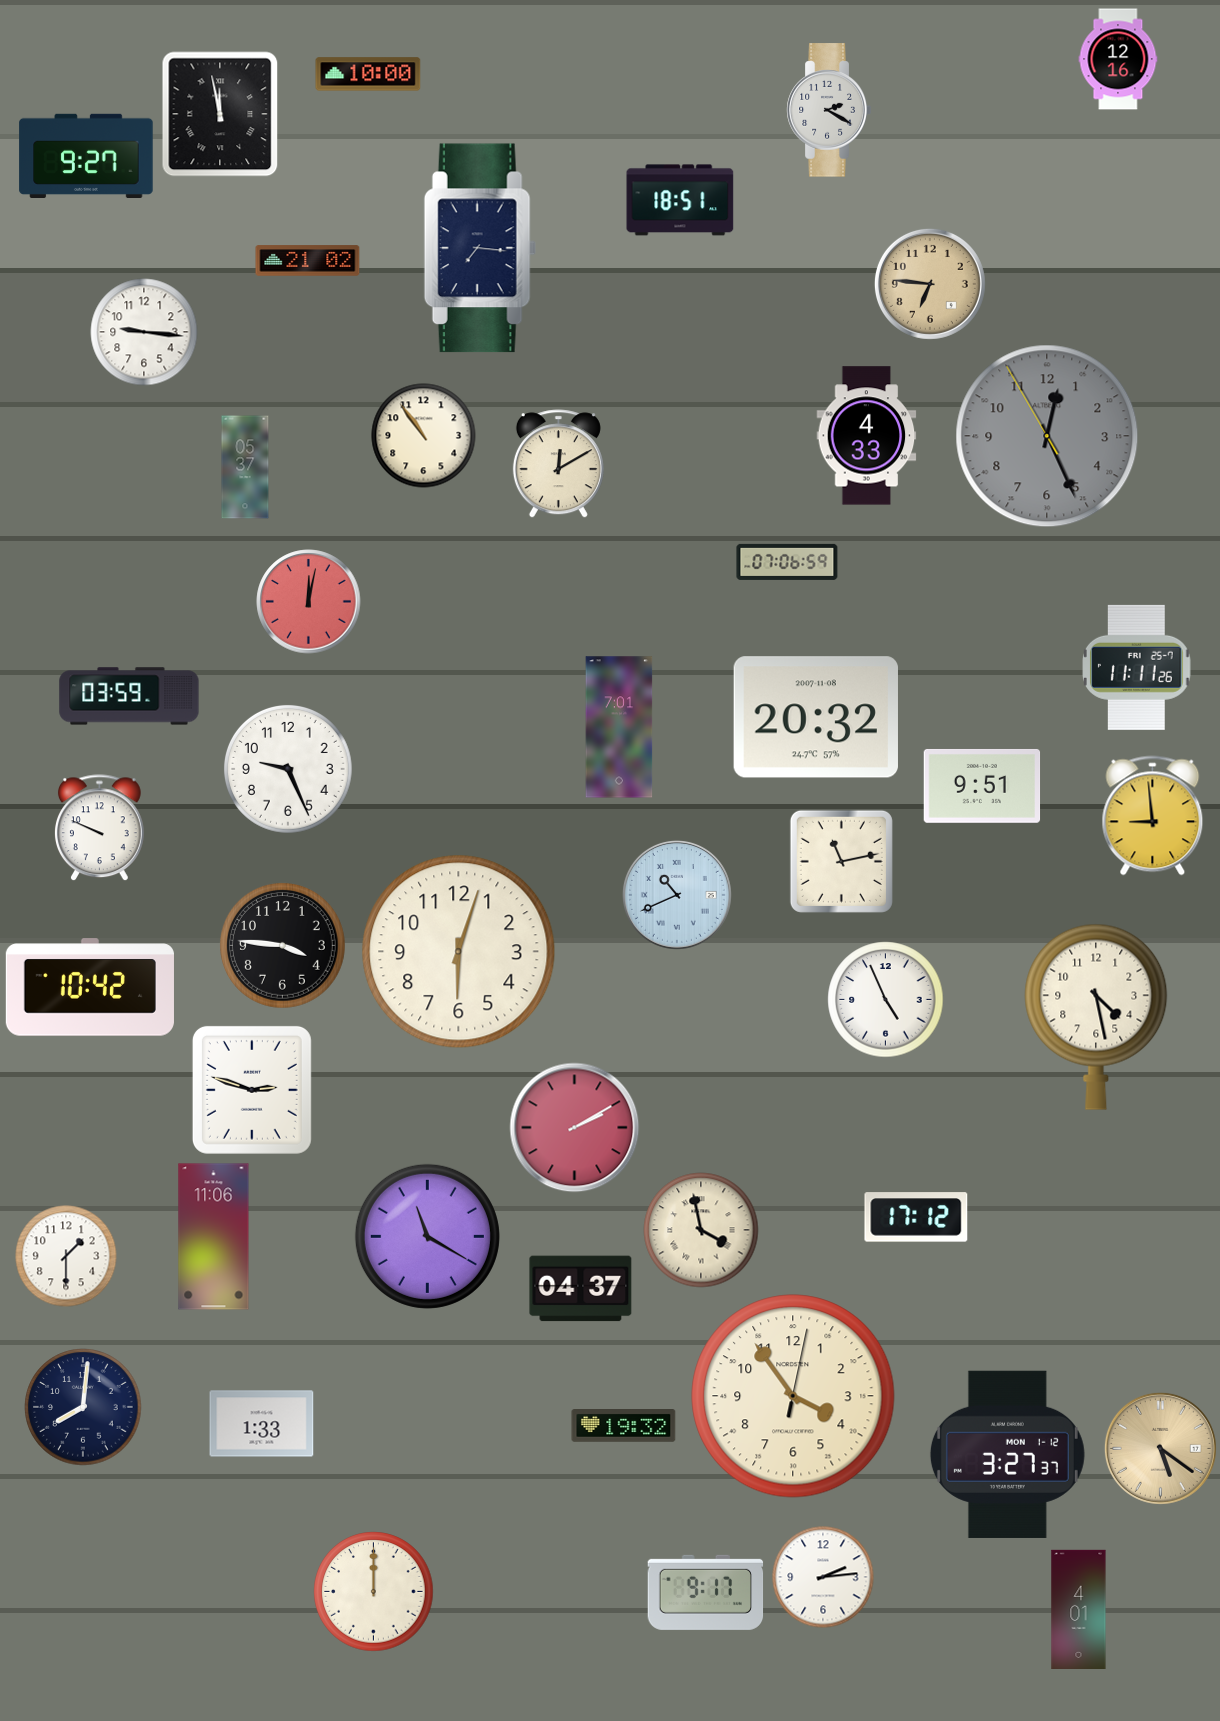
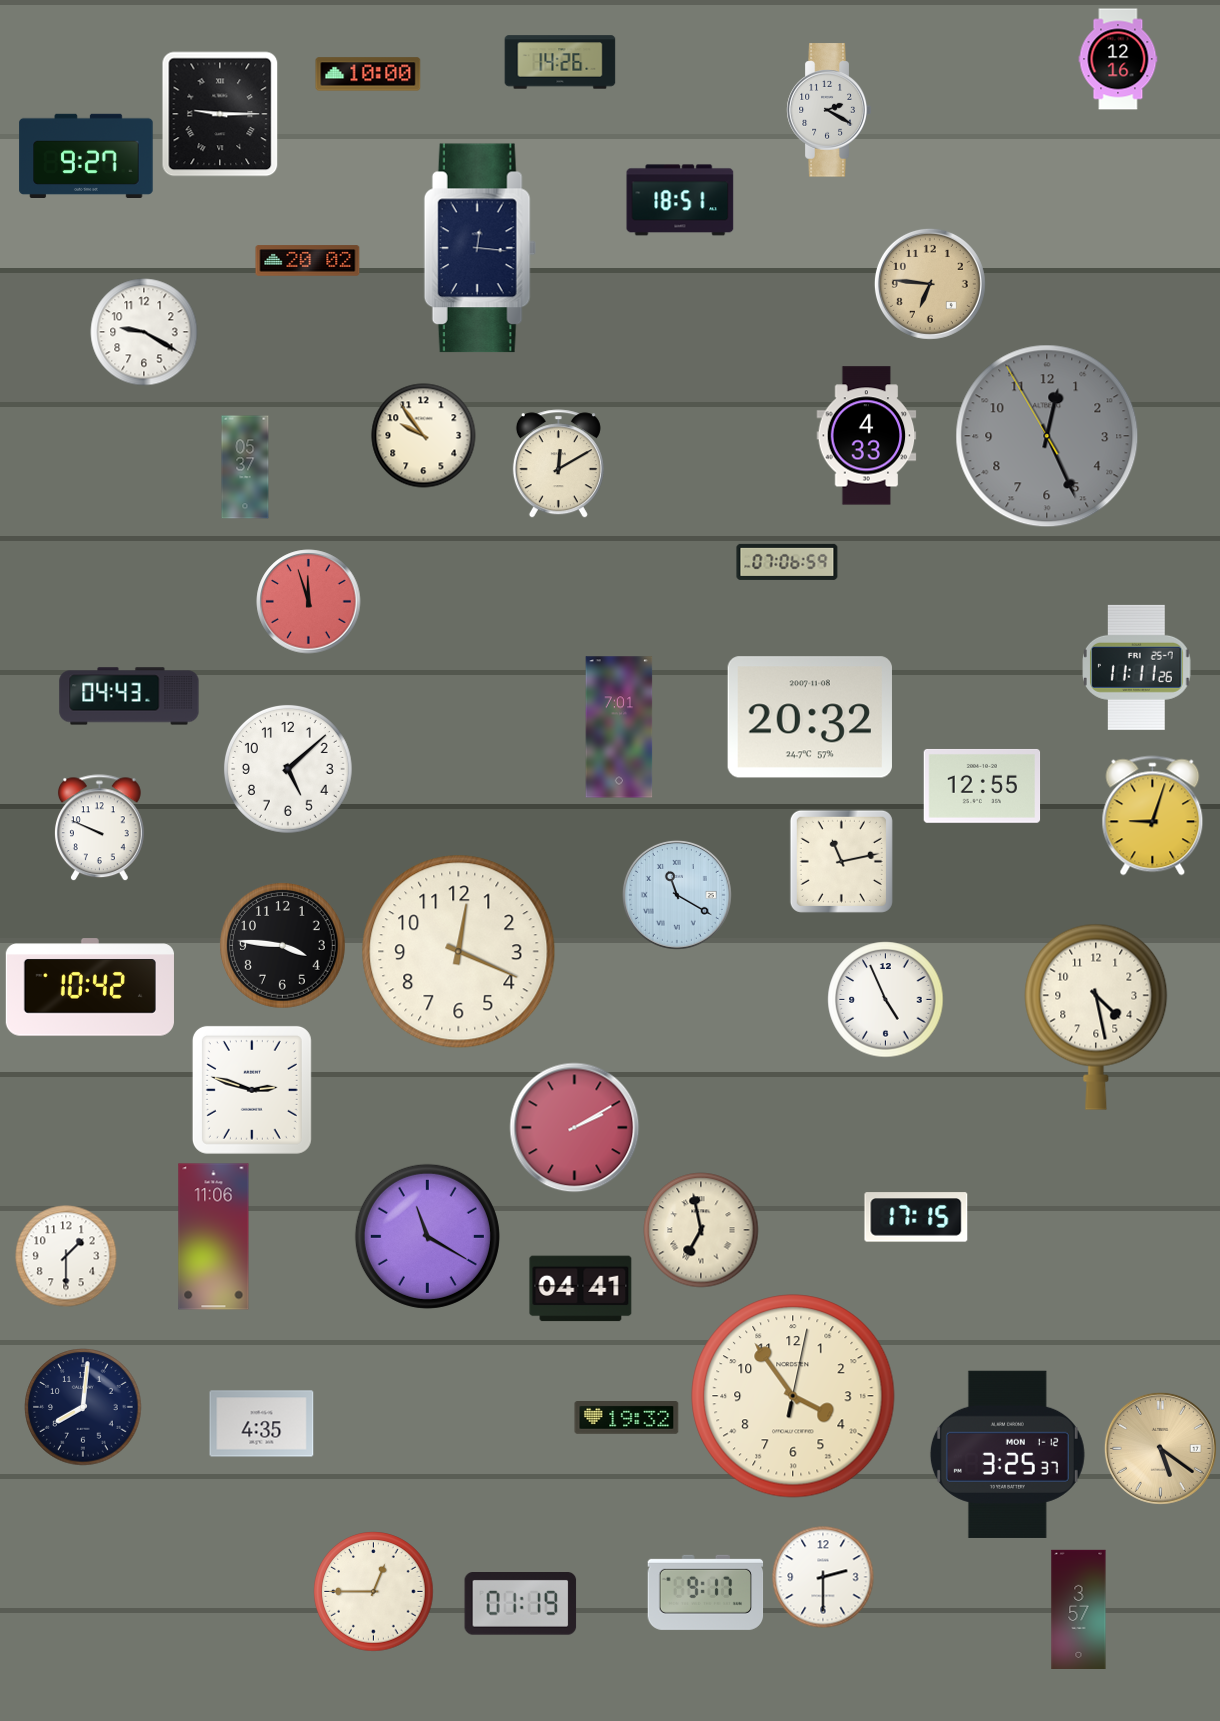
clock at (560, 62): none -> 14:26
clock at (220, 114): 11:58 -> 9:15
clock at (480, 248): 7:16 -> 12:16
clock at (308, 261): 21:02 -> 20:02
clock at (144, 332): 9:16 -> 9:20
clock at (424, 436): 10:54 -> 9:54
clock at (309, 602): 12:02 -> 11:57
clock at (129, 696): 03:59 -> 04:43
clock at (816, 717) position: (816, 717) -> (810, 717)
clock at (288, 769): 9:26 -> 5:08
clock at (982, 786): 9:51 -> 12:55
clock at (1153, 816): 8:59 -> 9:03
clock at (677, 895): 10:41 -> 11:20
clock at (459, 952): 6:03 -> 12:19
clock at (916, 1217): 17:12 -> 17:15
clock at (701, 1230): 3:58 -> 6:58
clock at (581, 1289): 04:37 -> 04:41
clock at (262, 1424): 1:33 -> 4:35
clock at (624, 1426) position: (624, 1426) -> (627, 1418)
clock at (1007, 1454): 3:27 -> 3:25
clock at (823, 1577): 2:14 -> 2:30
clock at (374, 1592): 12:00 -> 12:45
clock at (521, 1604): none -> 01:19
clock at (1079, 1609): 4:01 -> 3:57
